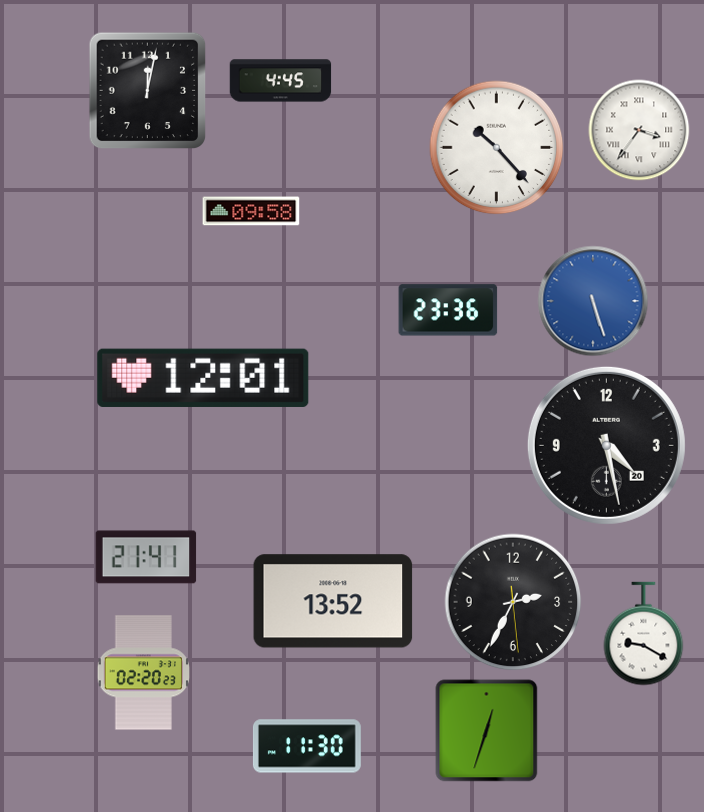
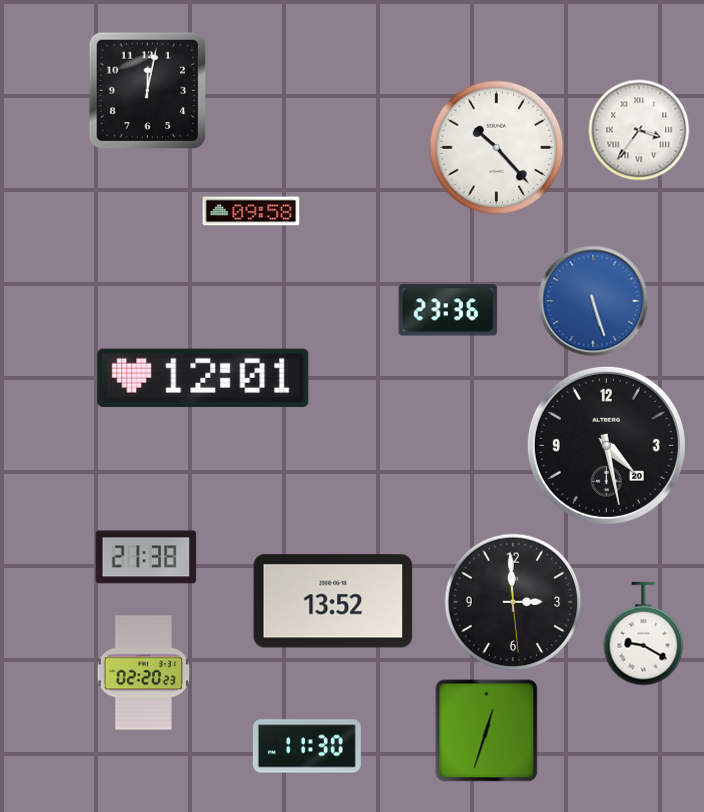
clock at (281, 81): 4:45 -> none
clock at (146, 557): 21:41 -> 21:38
clock at (513, 602): 2:34 -> 2:59
